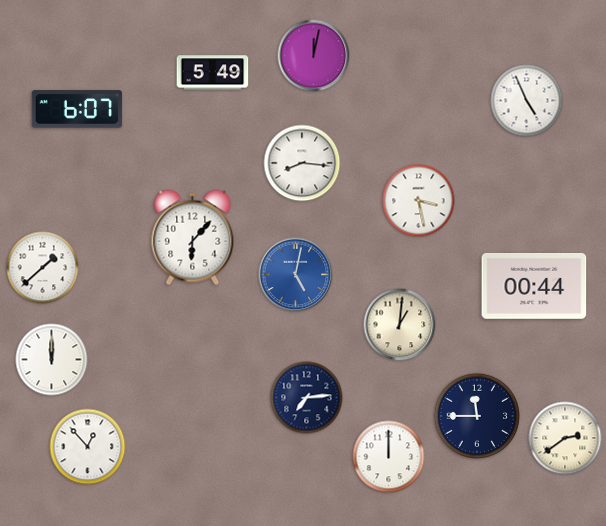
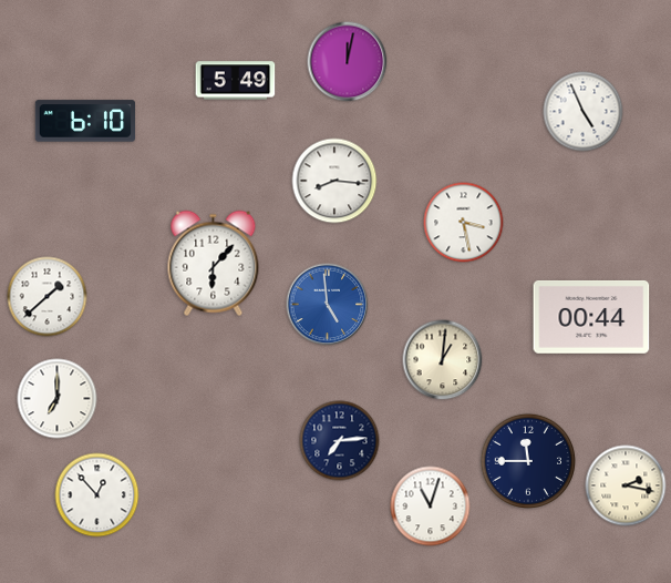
clock at (77, 109): 6:07 -> 6:10
clock at (296, 275): 5:02 -> 4:59
clock at (52, 360): 12:00 -> 7:00
clock at (565, 438): 2:39 -> 2:17
clock at (389, 457): 12:00 -> 11:03
